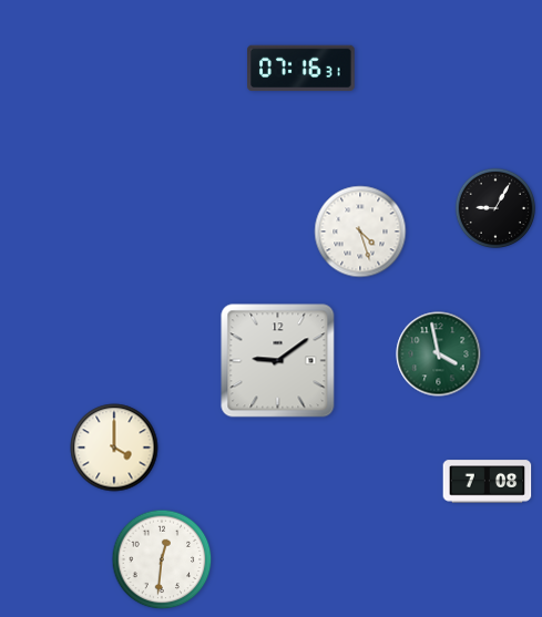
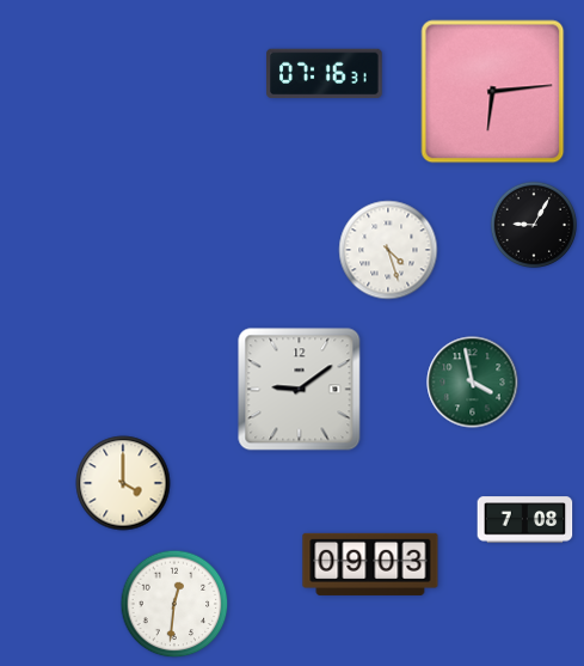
clock at (493, 92): none -> 6:14
clock at (370, 564): none -> 09:03
